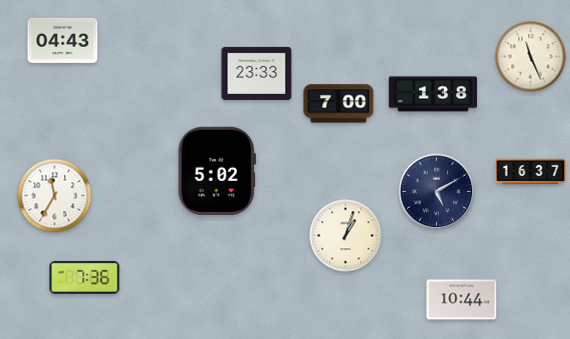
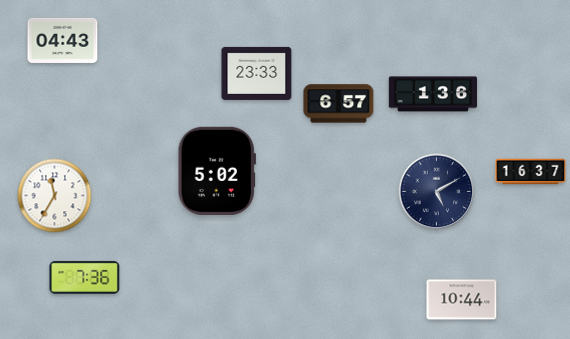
clock at (531, 57): 11:26 -> none
clock at (432, 94): 1:38 -> 1:36
clock at (339, 104): 7:00 -> 6:57
clock at (346, 236): 1:03 -> none
